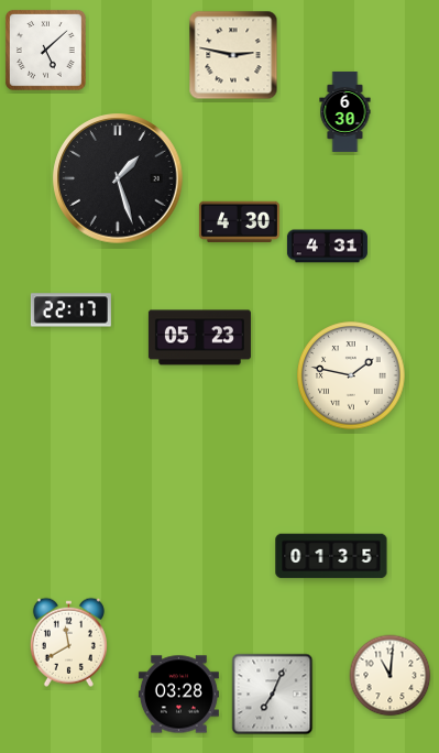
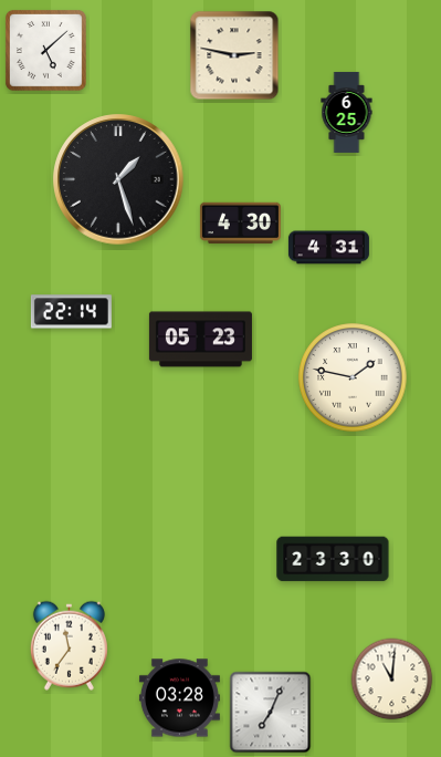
clock at (345, 111): 6:30 -> 6:25
clock at (70, 310): 22:17 -> 22:14
clock at (331, 556): 01:35 -> 23:30
clock at (68, 642): 11:40 -> 11:36
clock at (273, 695) position: (273, 695) -> (271, 713)
